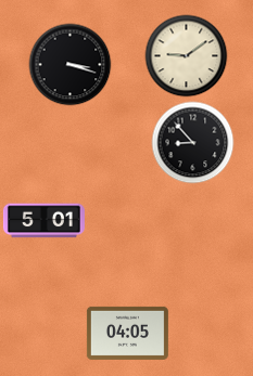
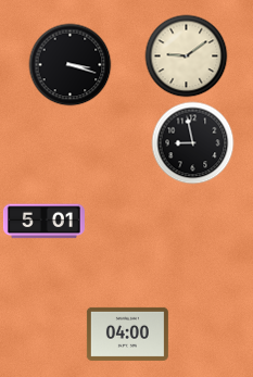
clock at (193, 143): 8:53 -> 8:58
clock at (127, 333): 04:05 -> 04:00
